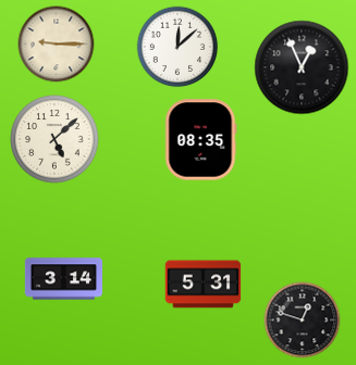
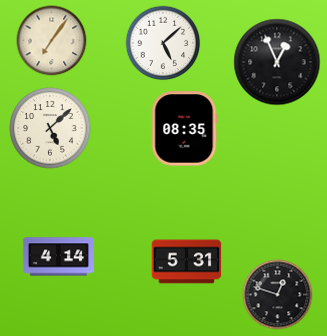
clock at (57, 45): 9:15 -> 7:06
clock at (177, 47): 12:08 -> 5:08
clock at (63, 279): 3:14 -> 4:14
